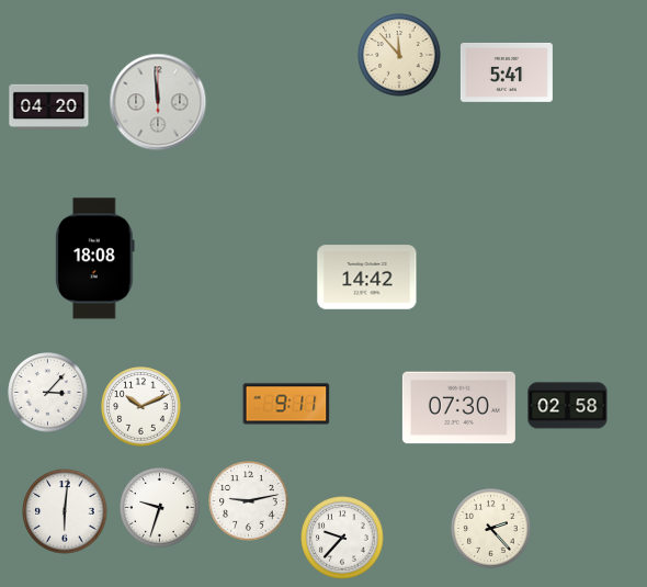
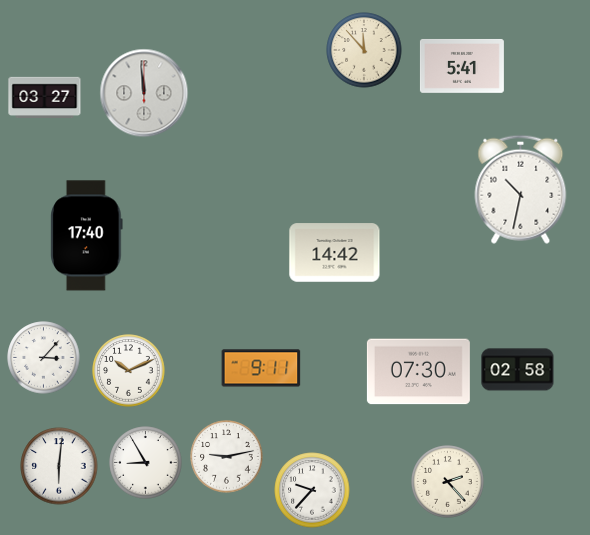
clock at (49, 106): 04:20 -> 03:27
clock at (521, 189): none -> 10:32
clock at (95, 259): 18:08 -> 17:40
clock at (160, 508): 9:33 -> 8:55
